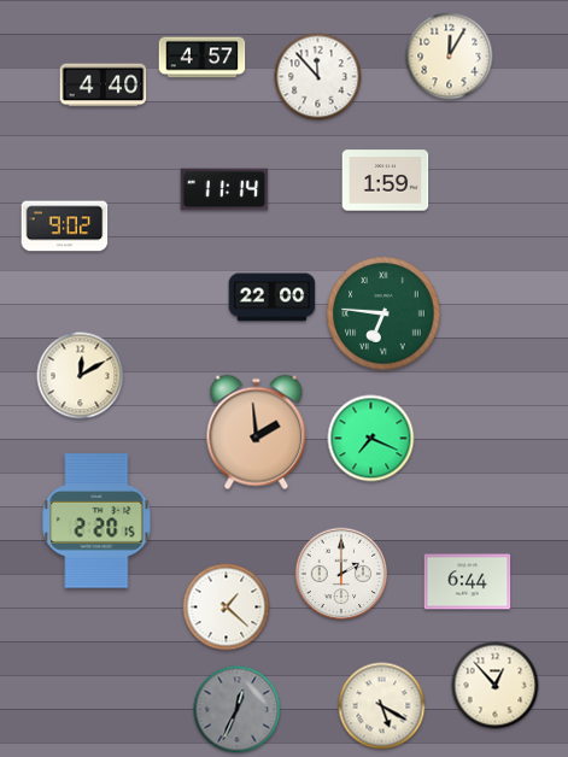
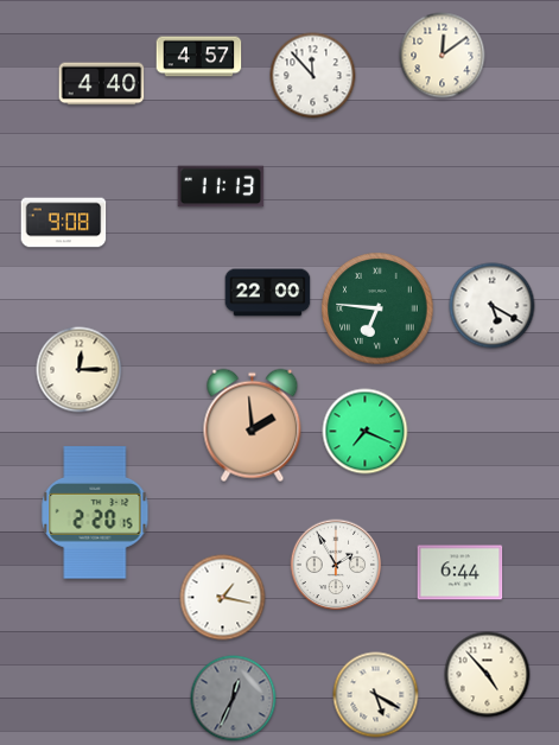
clock at (450, 57): 12:05 -> 12:09
clock at (386, 181): 1:59 -> none
clock at (224, 189): 11:14 -> 11:13
clock at (65, 227): 9:02 -> 9:08
clock at (493, 306): none -> 5:20
clock at (81, 376): 12:10 -> 12:15
clock at (341, 574): 2:00 -> 1:55
clock at (227, 608): 1:22 -> 1:17
clock at (496, 686): 12:53 -> 4:53
